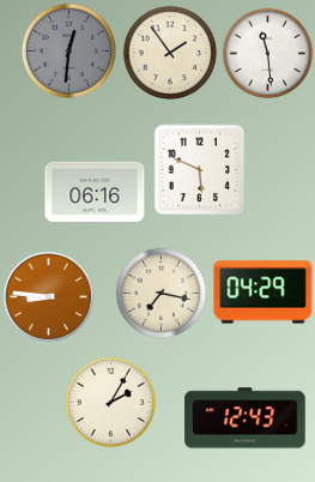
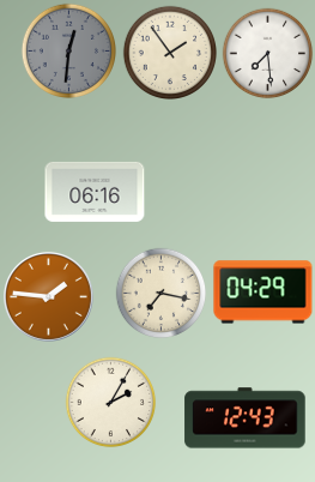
clock at (268, 54): 11:29 -> 7:29
clock at (200, 170): 5:49 -> none
clock at (48, 296): 8:46 -> 1:46
